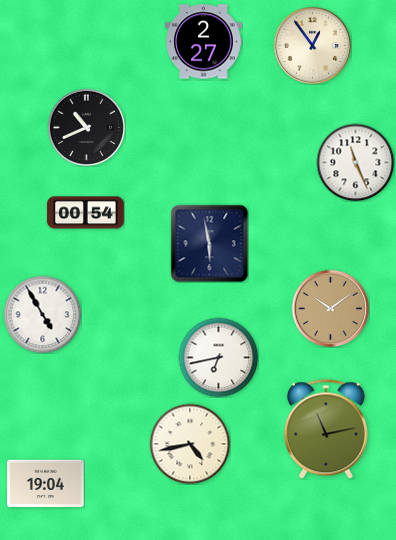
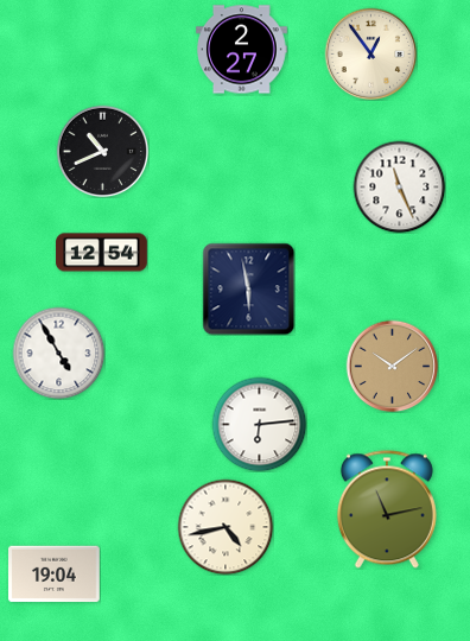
clock at (355, 162) position: (355, 162) -> (399, 186)
clock at (86, 213): 00:54 -> 12:54
clock at (42, 314) position: (42, 314) -> (58, 353)
clock at (218, 357): 6:43 -> 6:14
